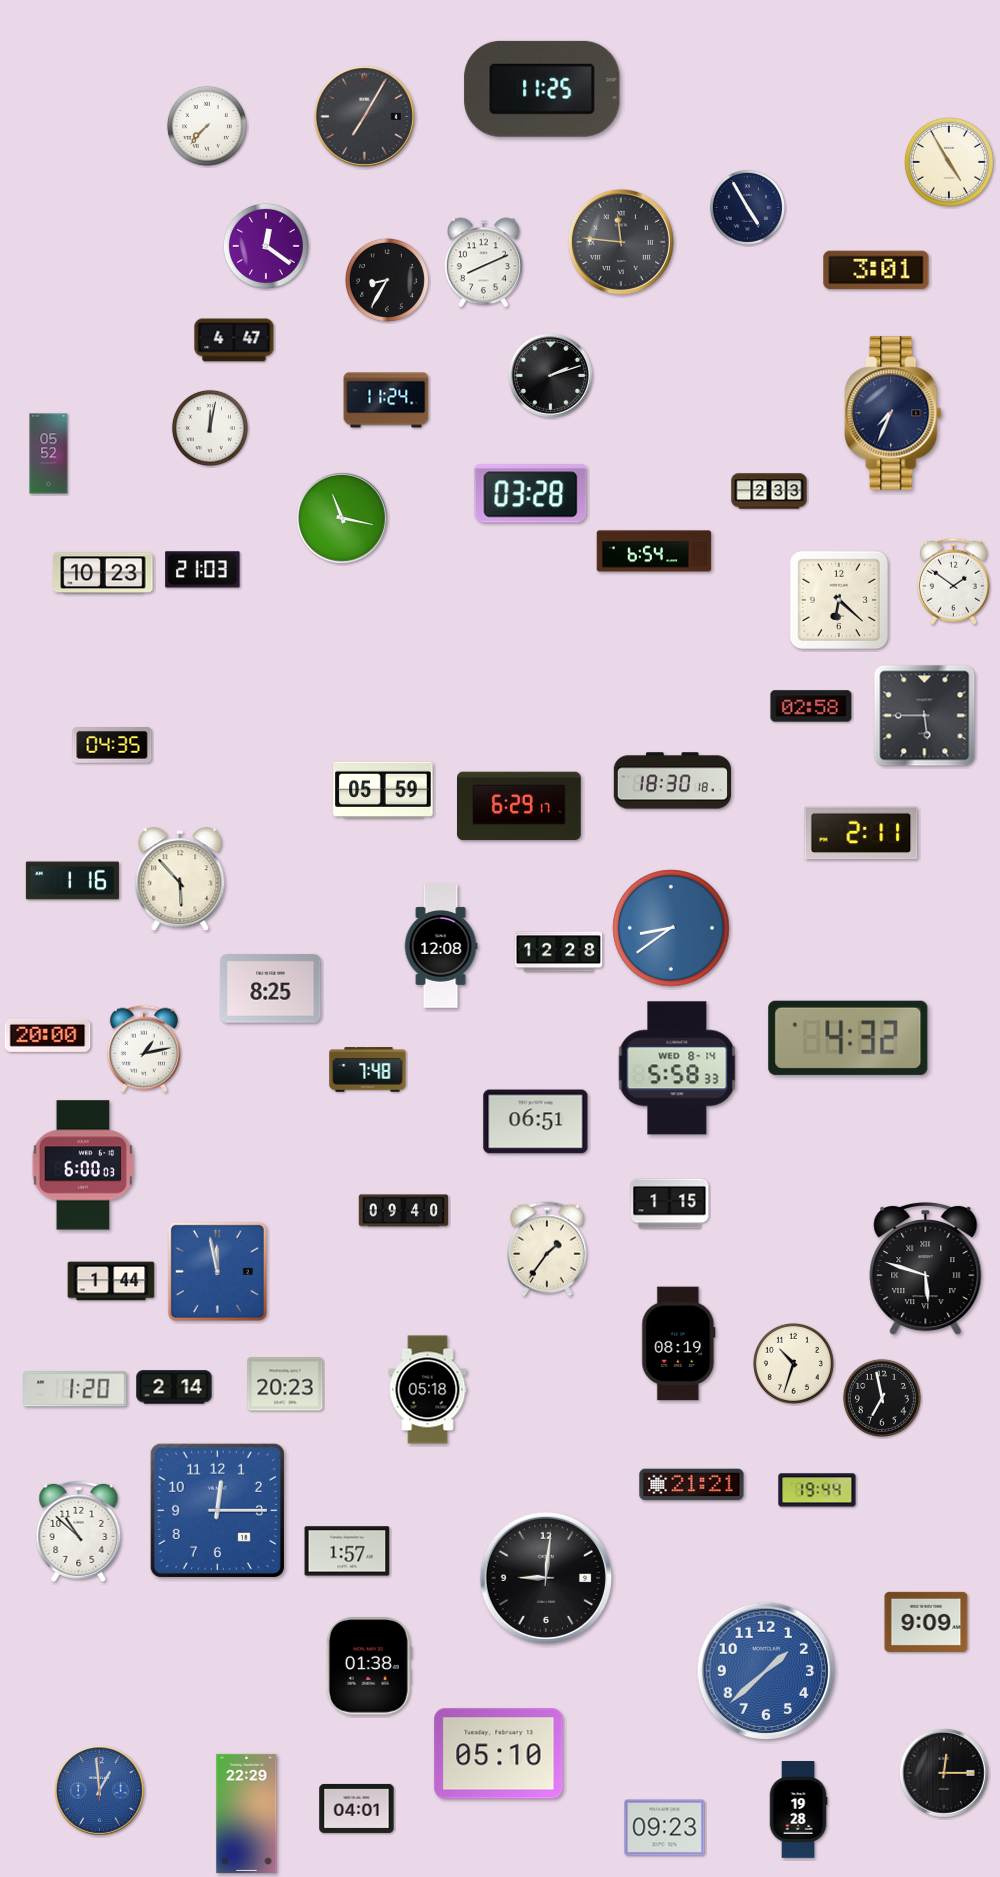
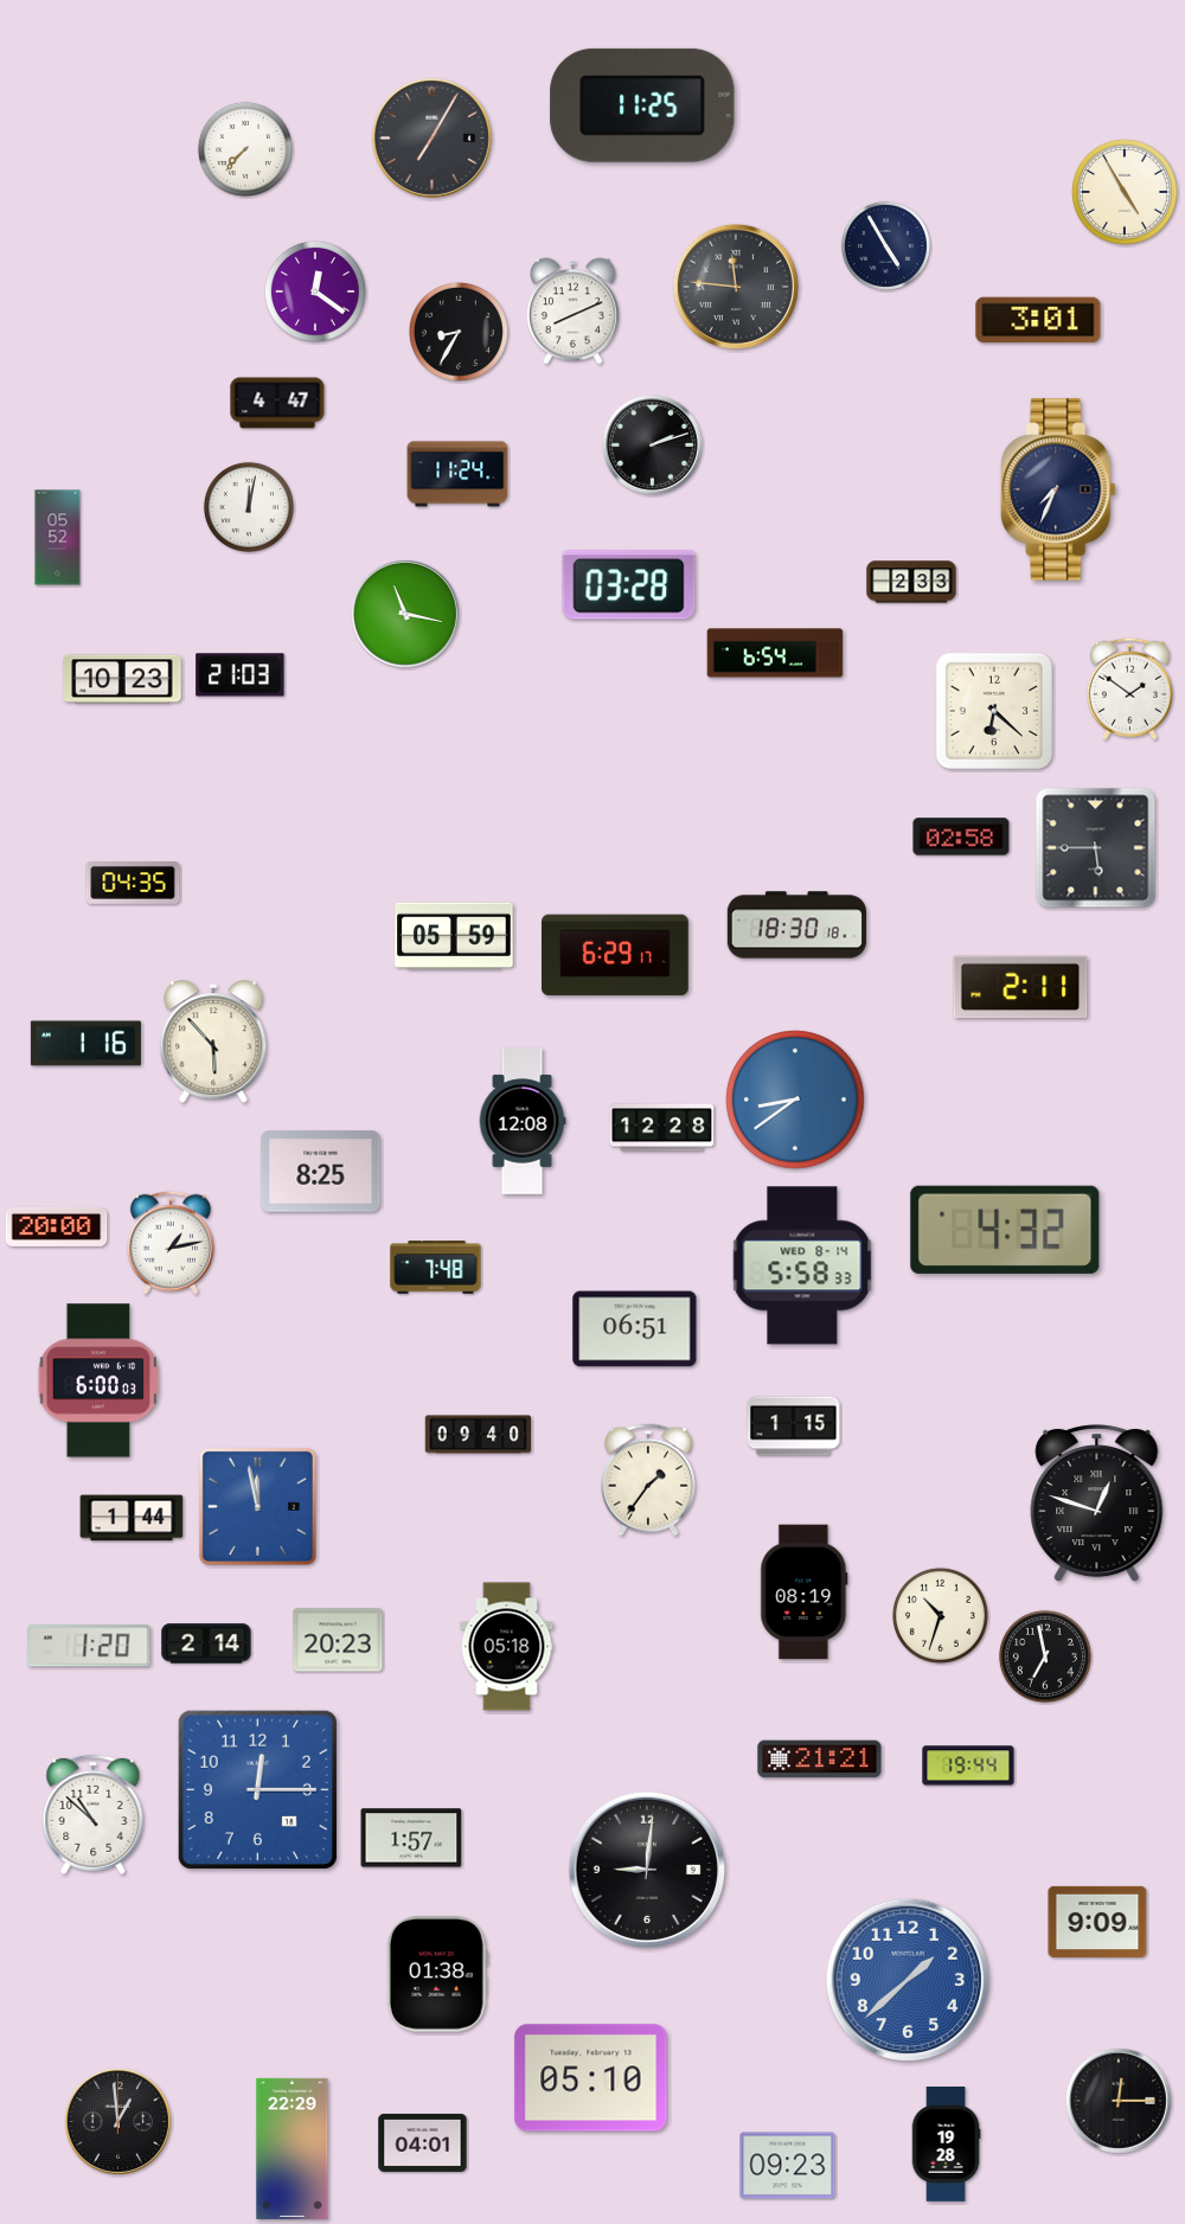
clock at (926, 1269): 5:48 -> 12:48
clock at (99, 1790) dial: blue -> black
